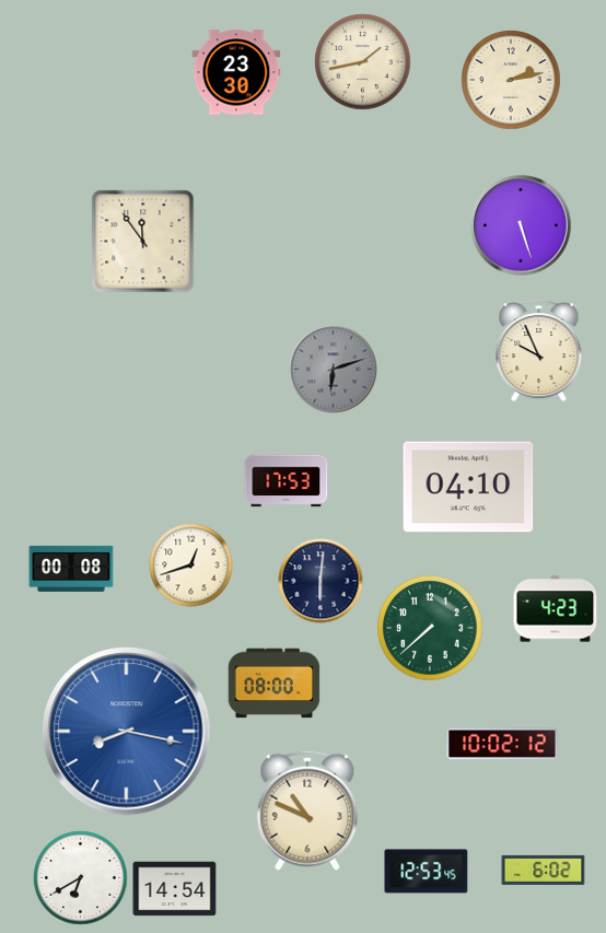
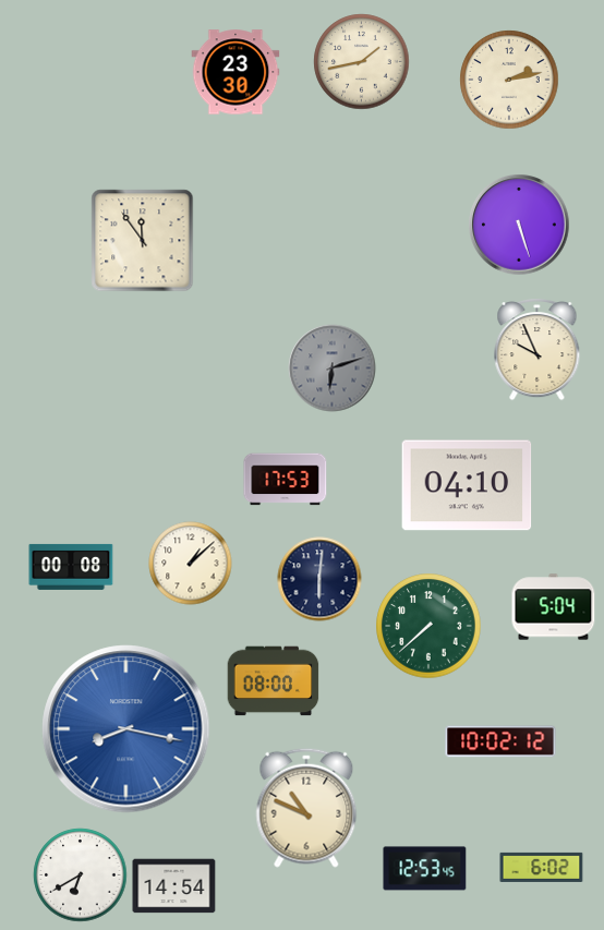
clock at (191, 565): 12:42 -> 1:08
clock at (556, 609): 4:23 -> 5:04
